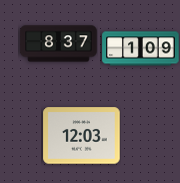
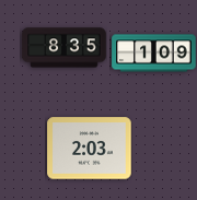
clock at (59, 44): 8:37 -> 8:35
clock at (82, 136): 12:03 -> 2:03
